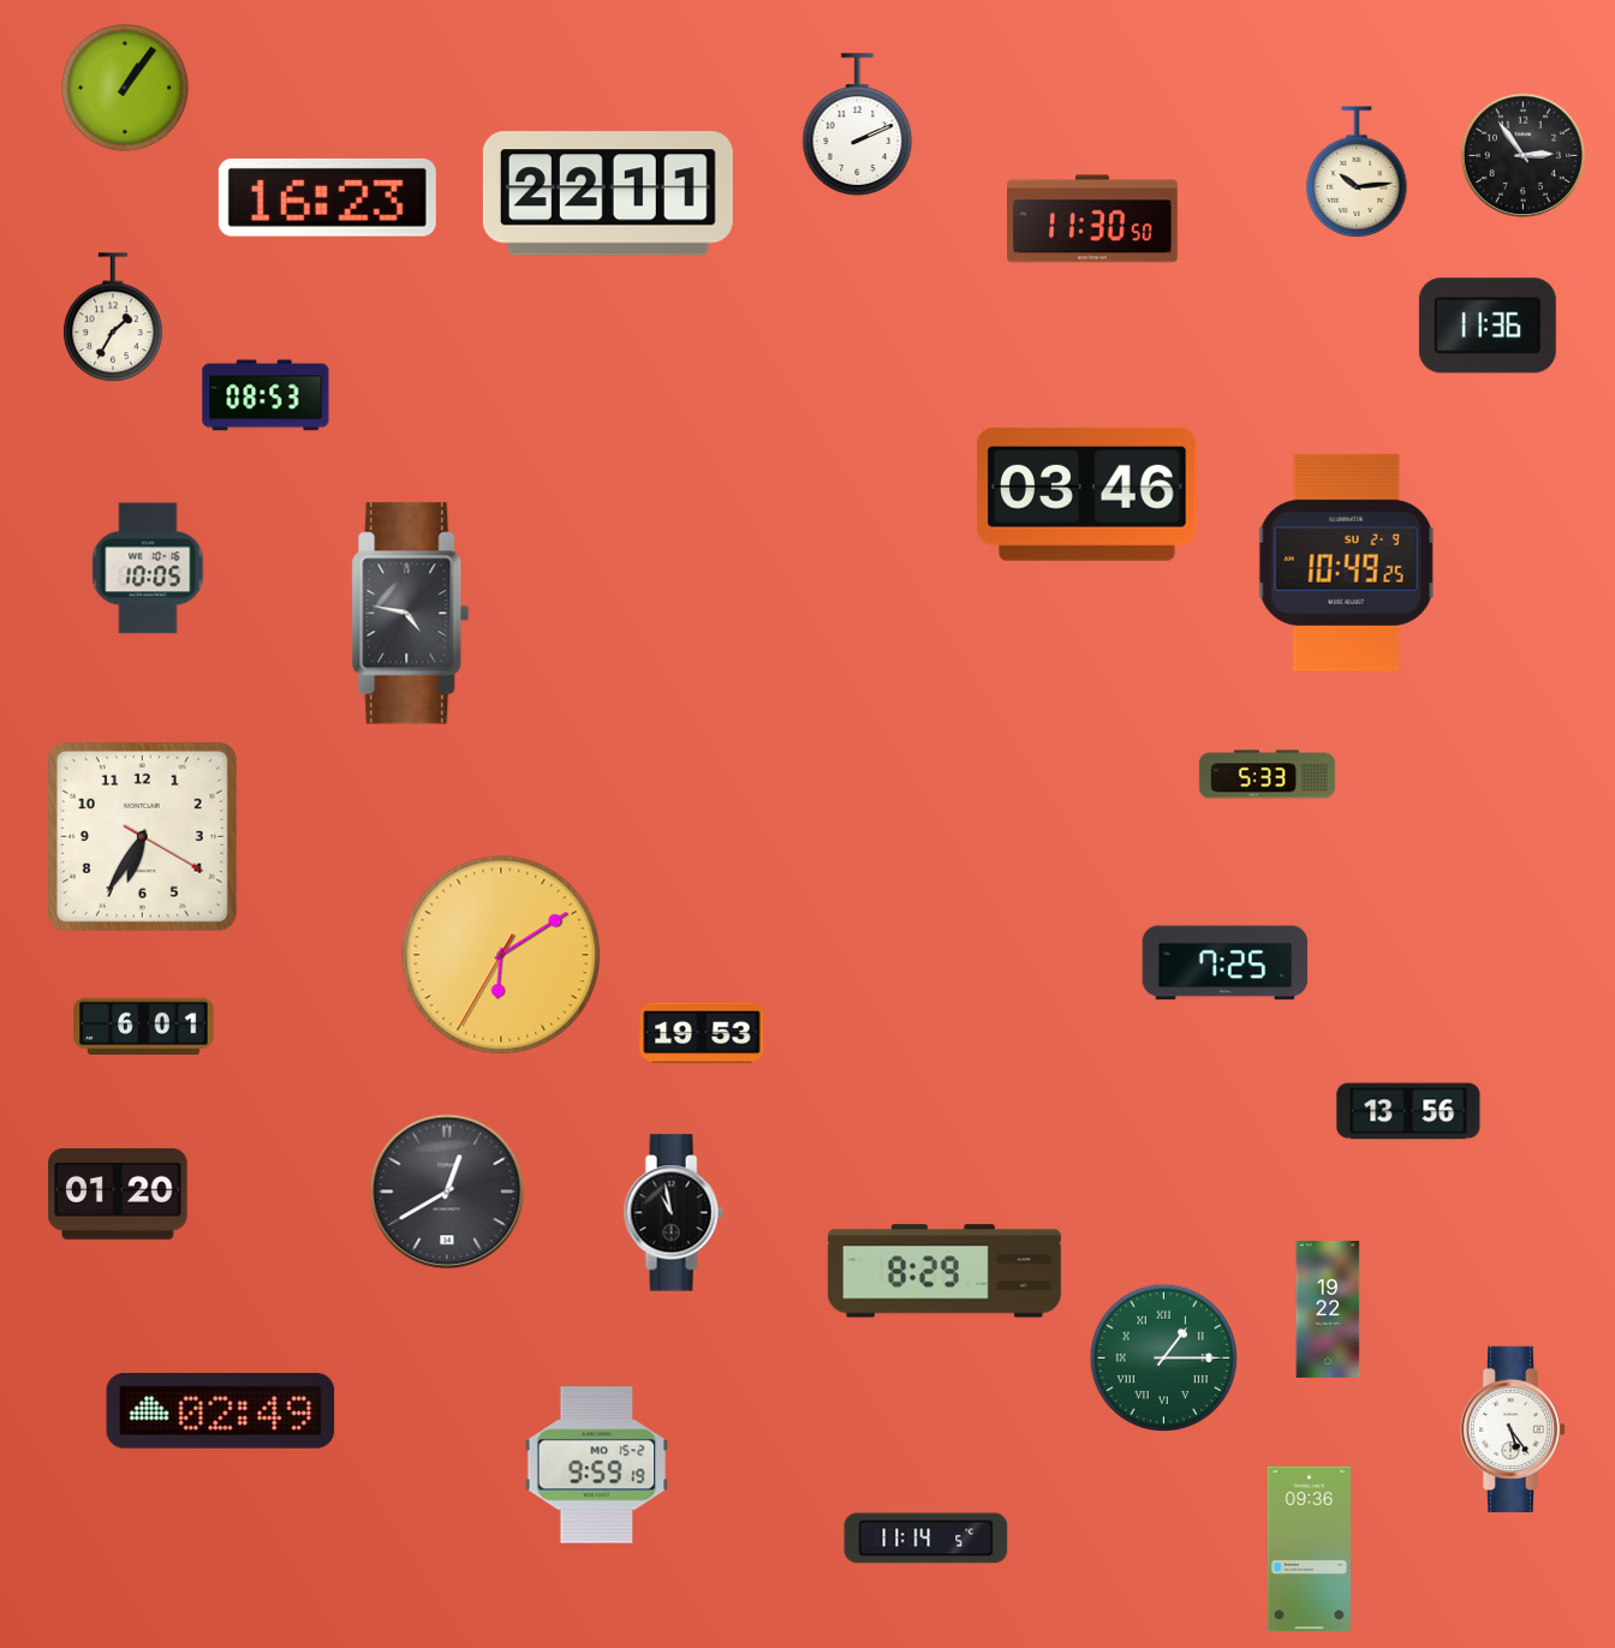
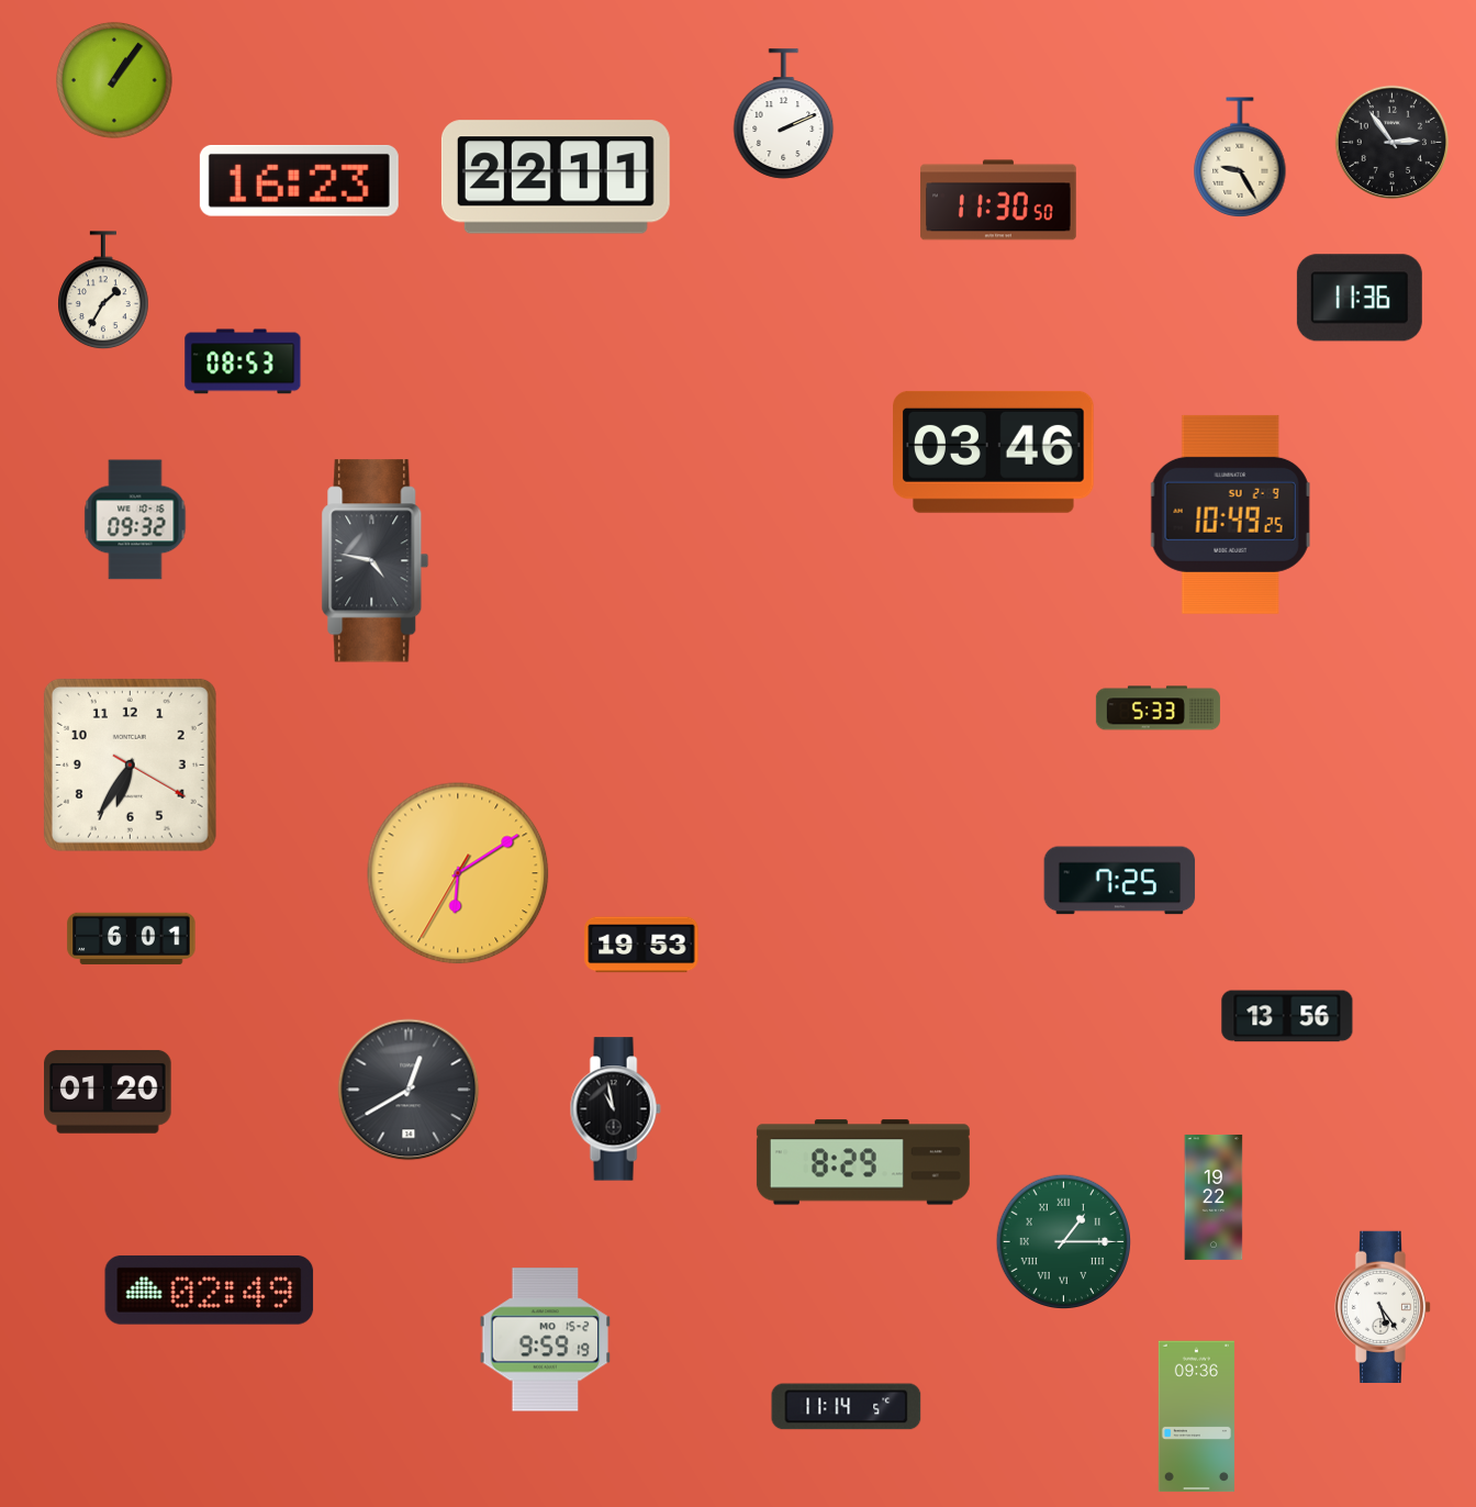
clock at (1357, 172): 10:14 -> 9:25
clock at (148, 568): 10:05 -> 09:32
clock at (221, 1410) position: (221, 1410) -> (210, 1290)
